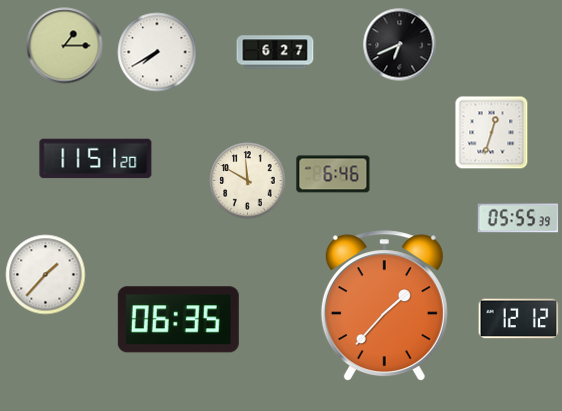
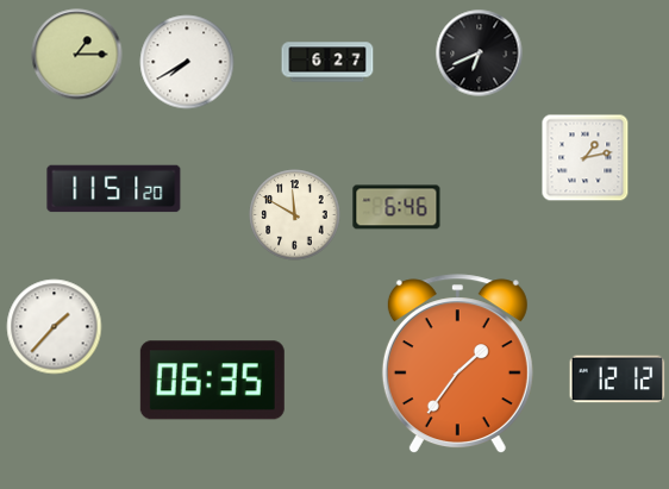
clock at (400, 45) position: (400, 45) -> (480, 54)
clock at (492, 133): 12:33 -> 1:13
clock at (518, 218): 05:55 -> none
clock at (384, 306): 1:37 -> 1:36
